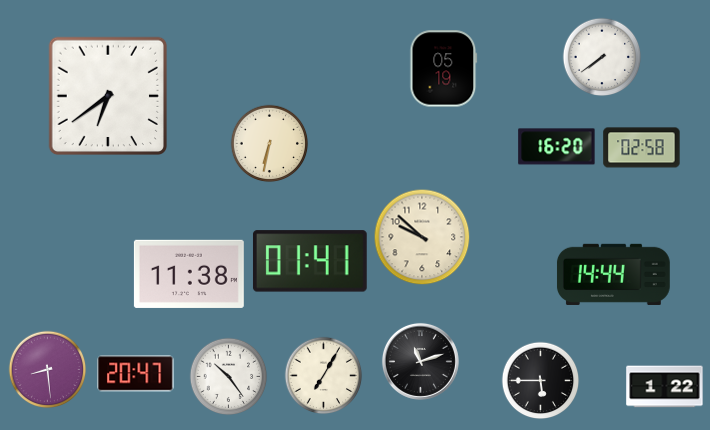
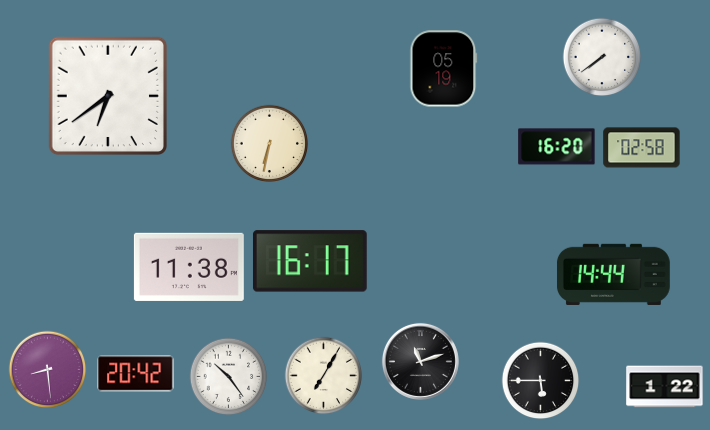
clock at (422, 237): 9:52 -> none
clock at (310, 261): 01:41 -> 16:17
clock at (189, 274) position: (189, 274) -> (189, 267)
clock at (136, 374): 20:47 -> 20:42
